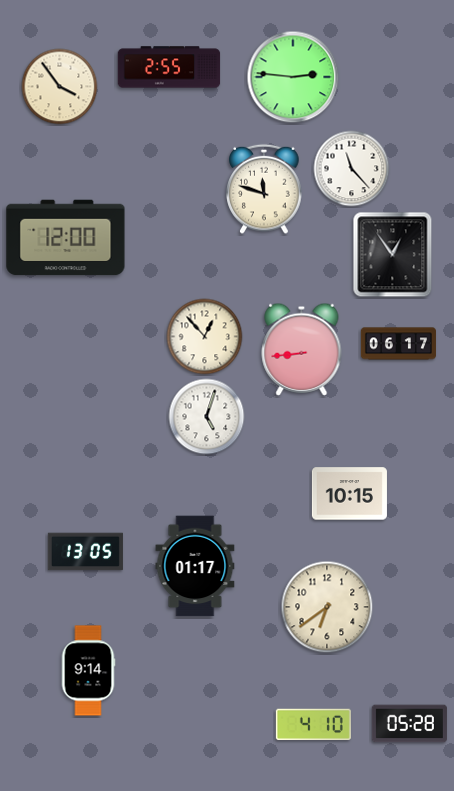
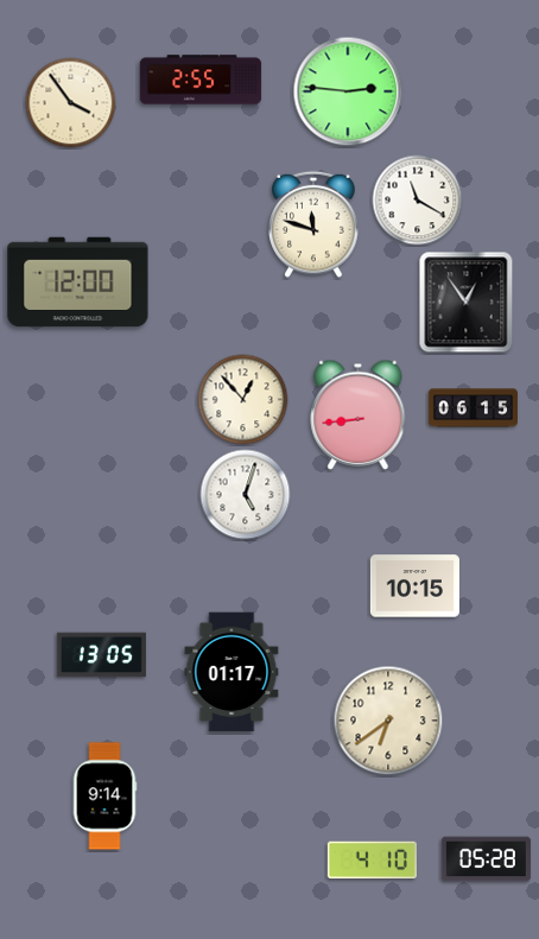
clock at (352, 169): 11:23 -> 11:20
clock at (398, 344): 06:17 -> 06:15
